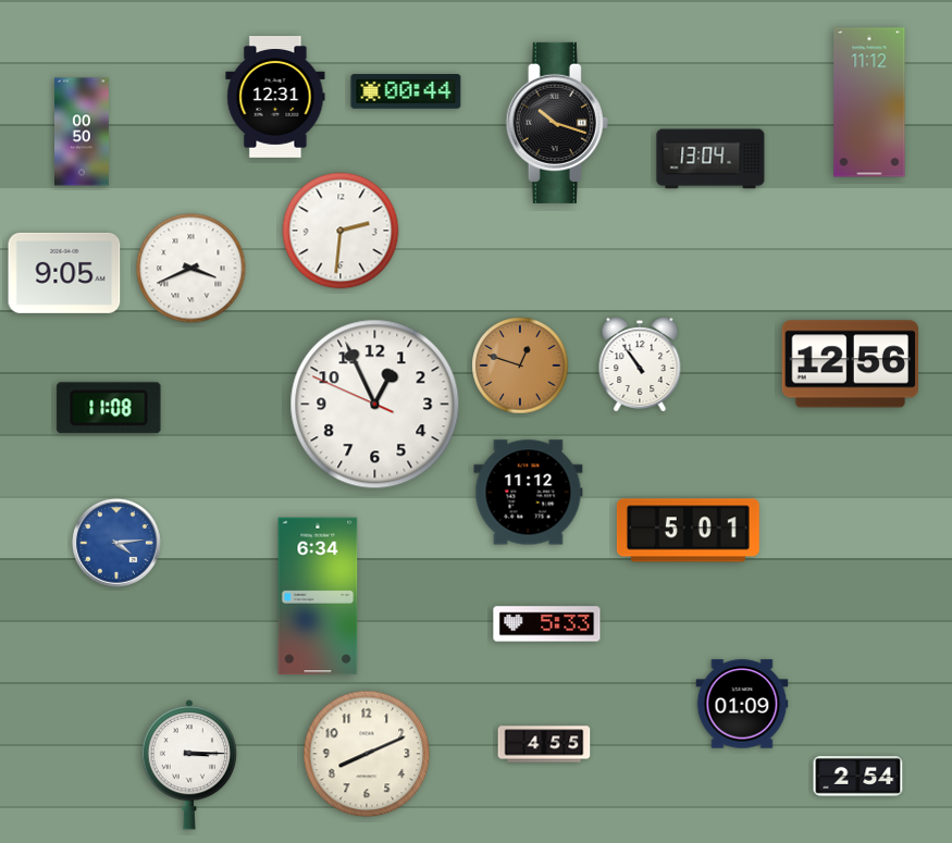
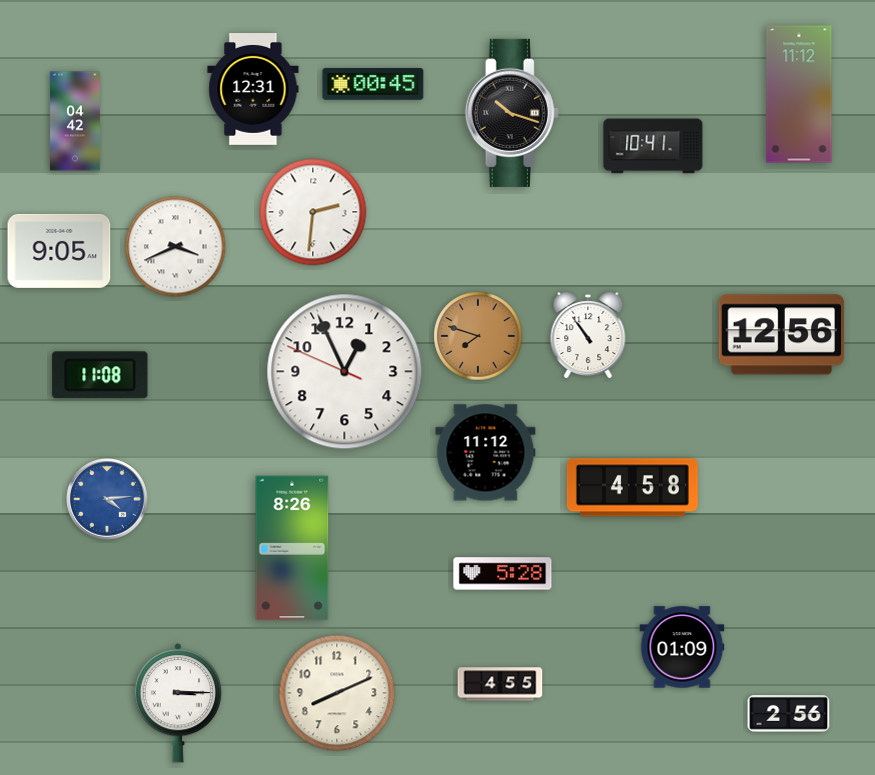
clock at (406, 91): 00:44 -> 00:45
clock at (83, 132): 00:50 -> 04:42
clock at (710, 159): 13:04 -> 10:41
clock at (520, 365): 12:48 -> 7:48
clock at (688, 531): 5:01 -> 4:58
clock at (318, 596): 6:34 -> 8:26
clock at (547, 624): 5:33 -> 5:28
clock at (189, 765) position: (189, 765) -> (178, 703)
clock at (858, 777): 2:54 -> 2:56
